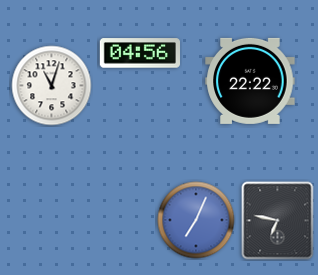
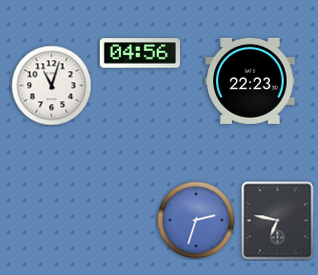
clock at (250, 81): 22:22 -> 22:23
clock at (196, 220): 7:04 -> 2:33
